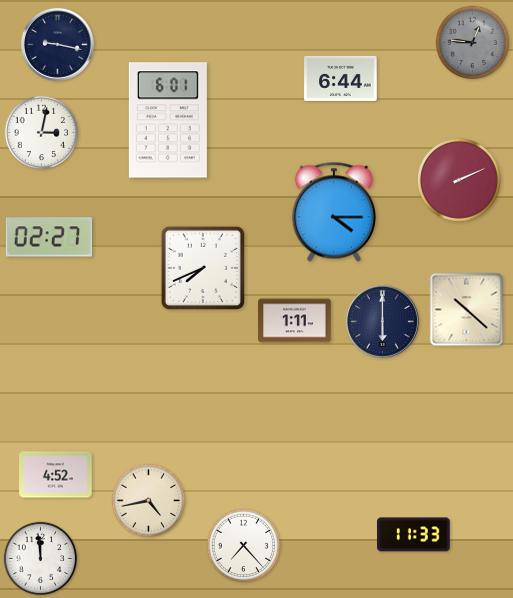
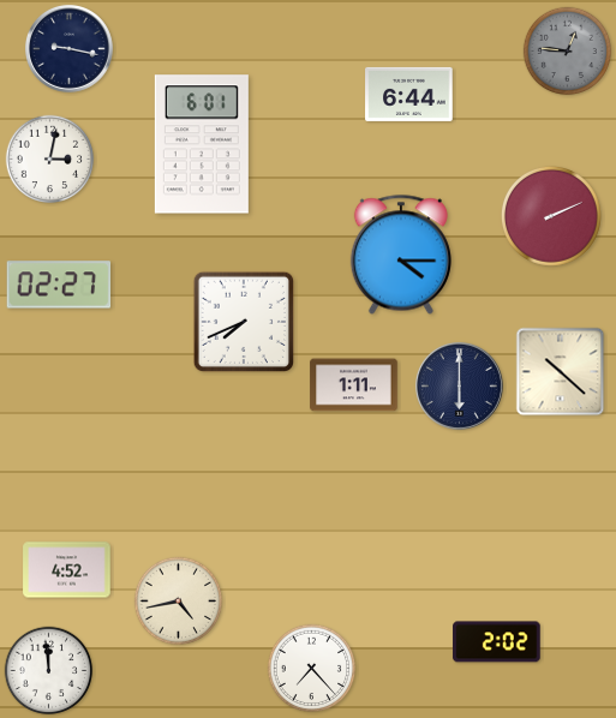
clock at (58, 44) position: (58, 44) -> (70, 48)
clock at (414, 535): 11:33 -> 2:02
clock at (244, 546) position: (244, 546) -> (312, 669)
